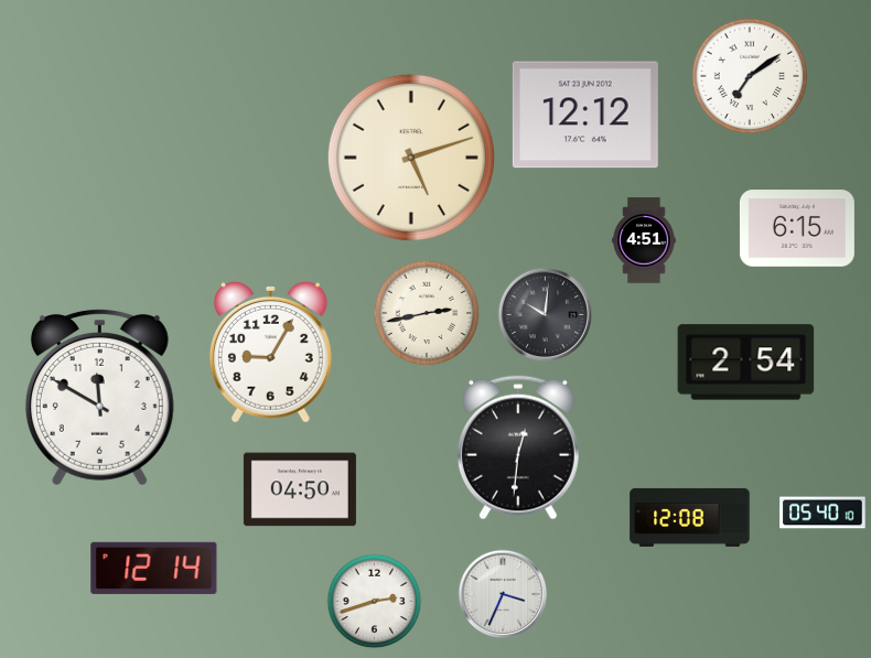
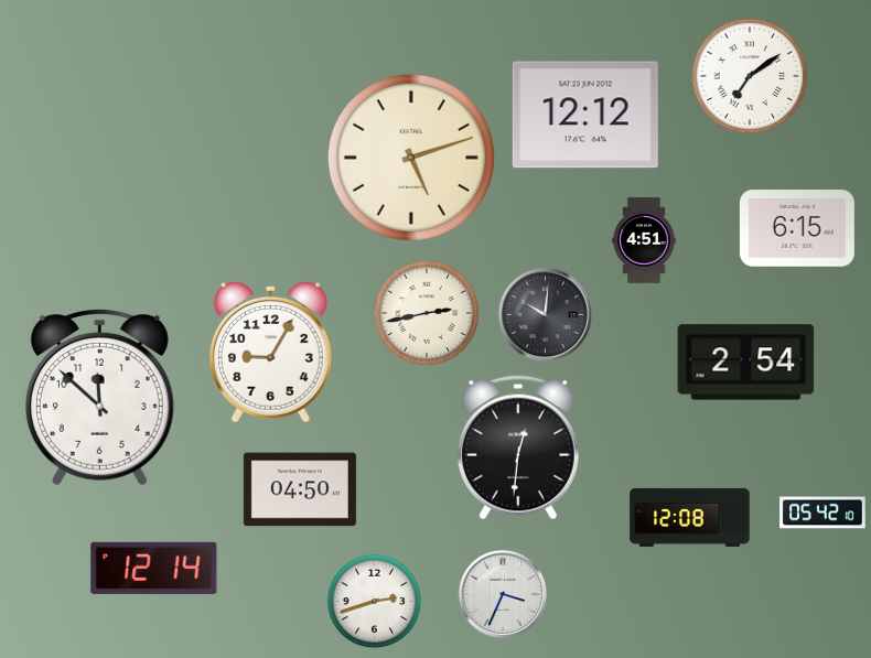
clock at (99, 397): 11:50 -> 11:52
clock at (822, 513): 05:40 -> 05:42
